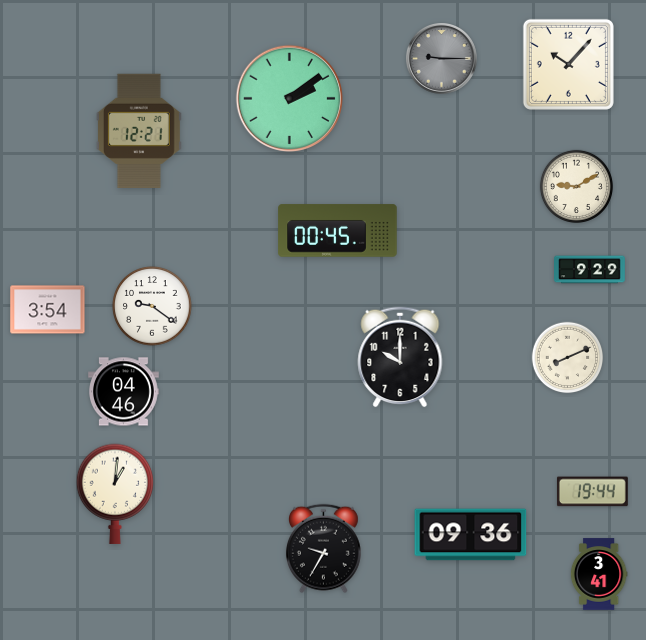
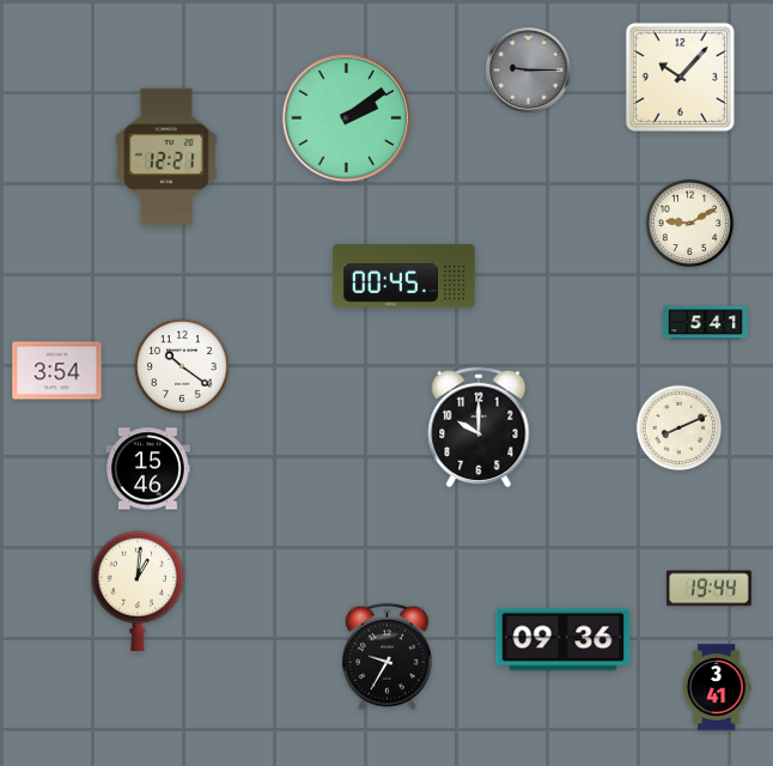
clock at (590, 270): 9:29 -> 5:41
clock at (152, 306): 9:21 -> 10:21
clock at (124, 392): 04:46 -> 15:46
